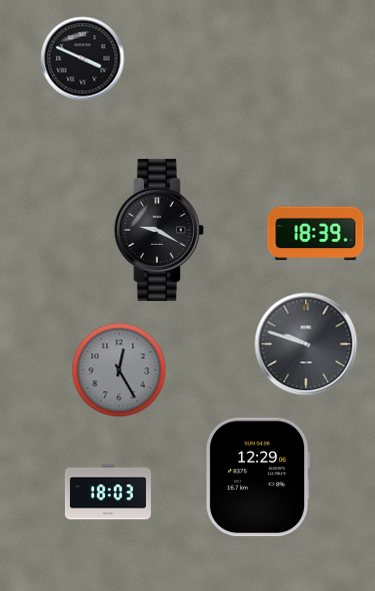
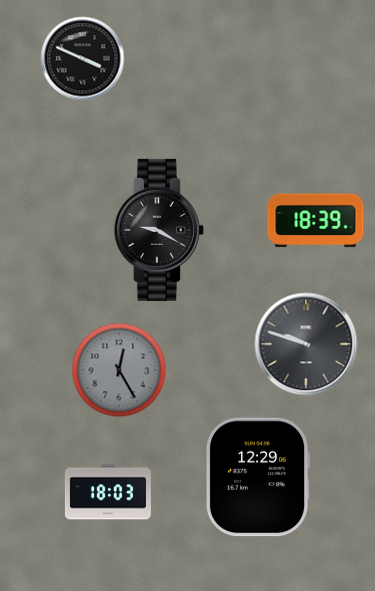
clock at (316, 234) position: (316, 234) -> (316, 221)
